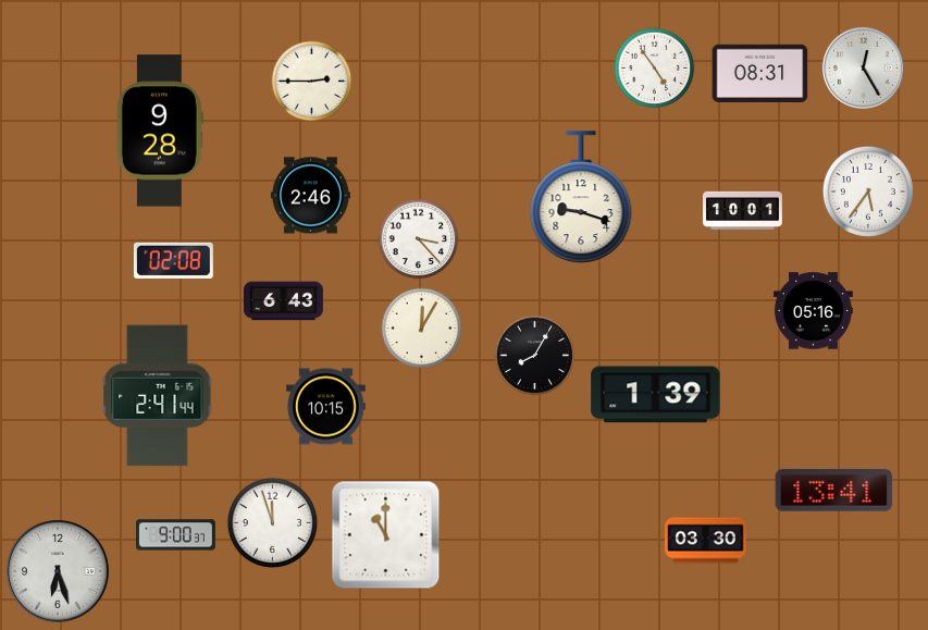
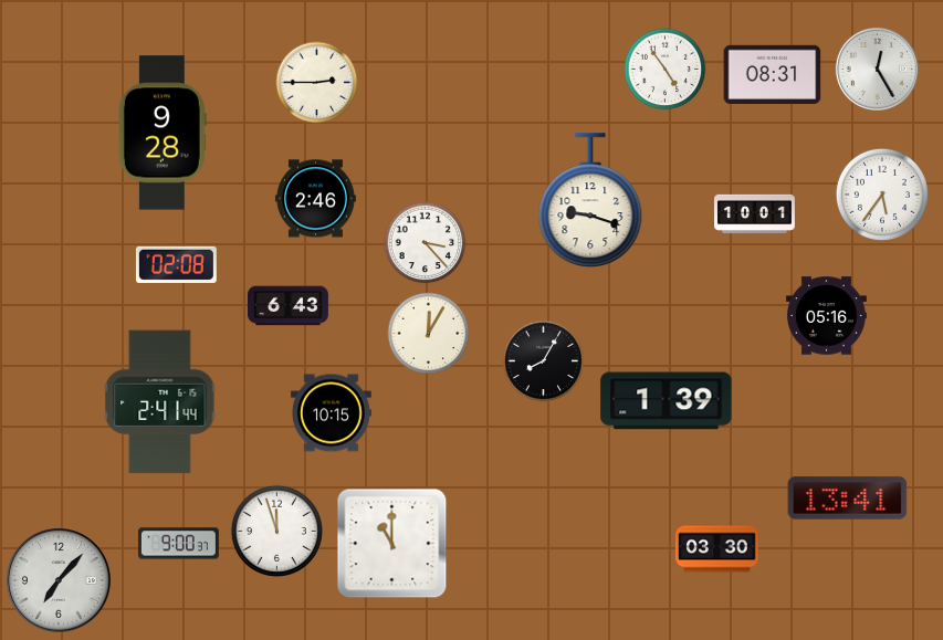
clock at (59, 572): 6:27 -> 7:07
